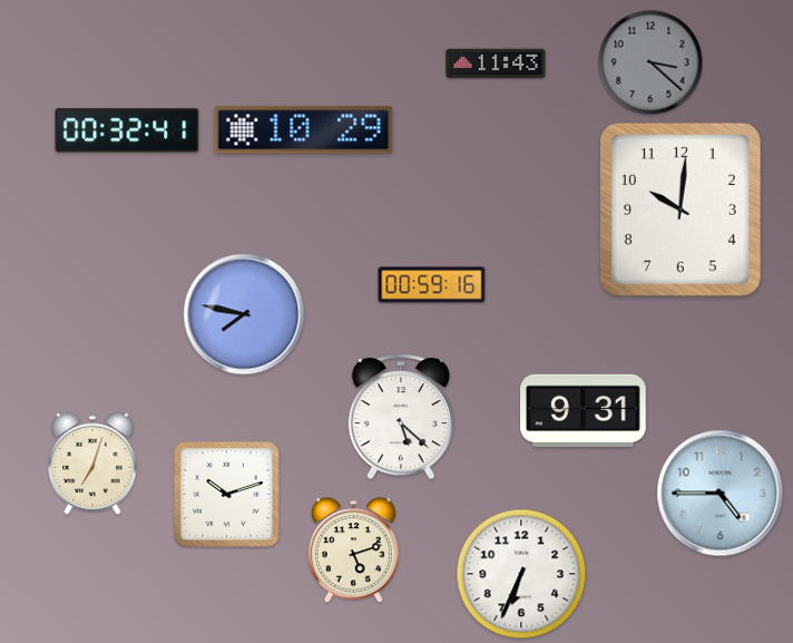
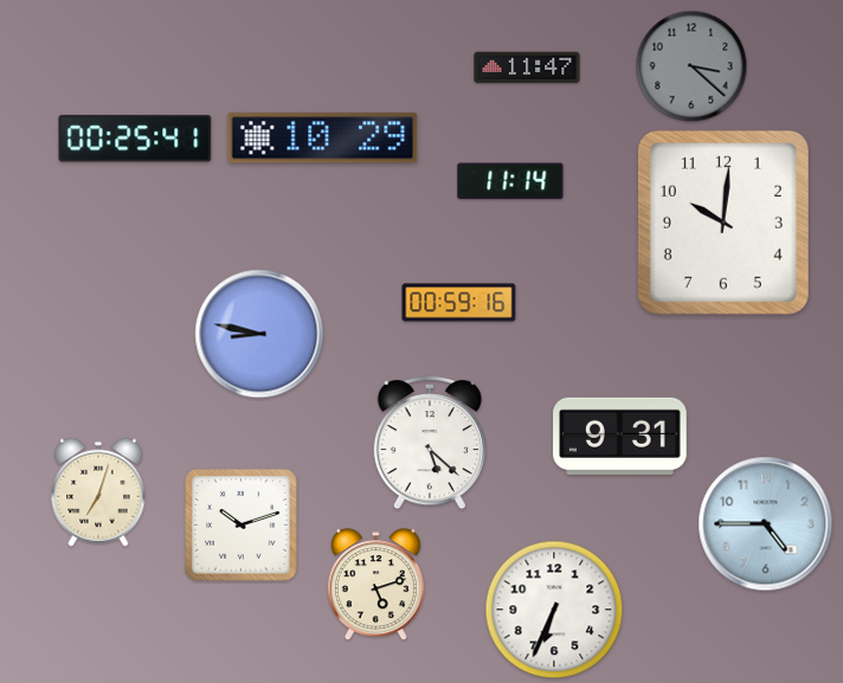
clock at (496, 64): 11:43 -> 11:47
clock at (127, 130): 00:32 -> 00:25
clock at (510, 181): none -> 11:14
clock at (244, 314): 7:47 -> 8:47
clock at (401, 417) position: (401, 417) -> (430, 443)
